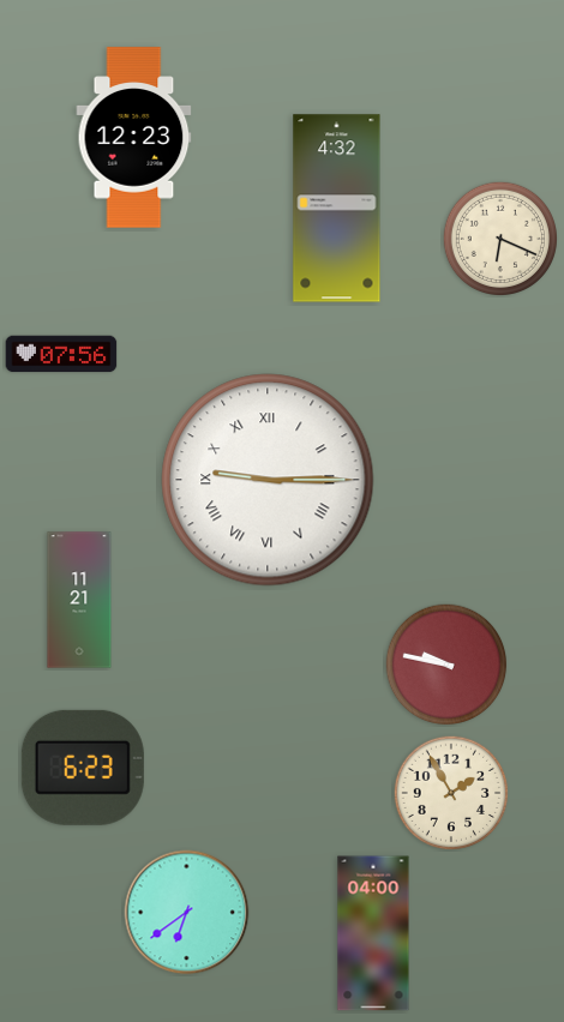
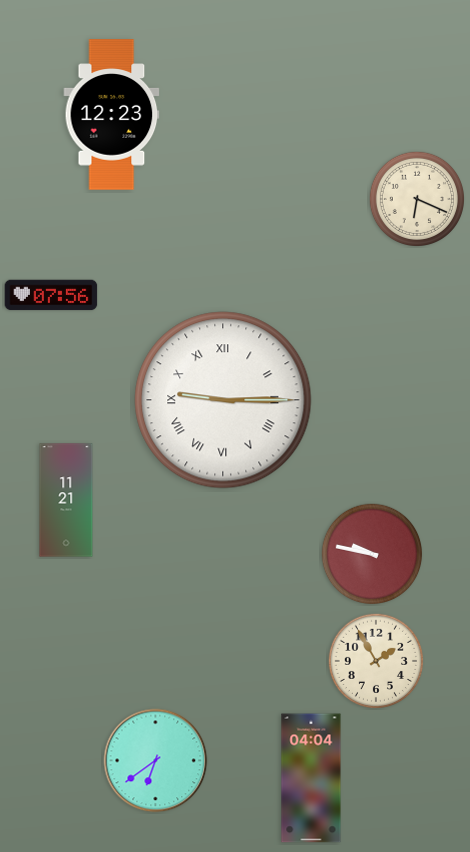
clock at (337, 209): 4:32 -> none
clock at (83, 768): 6:23 -> none
clock at (373, 933): 04:00 -> 04:04
